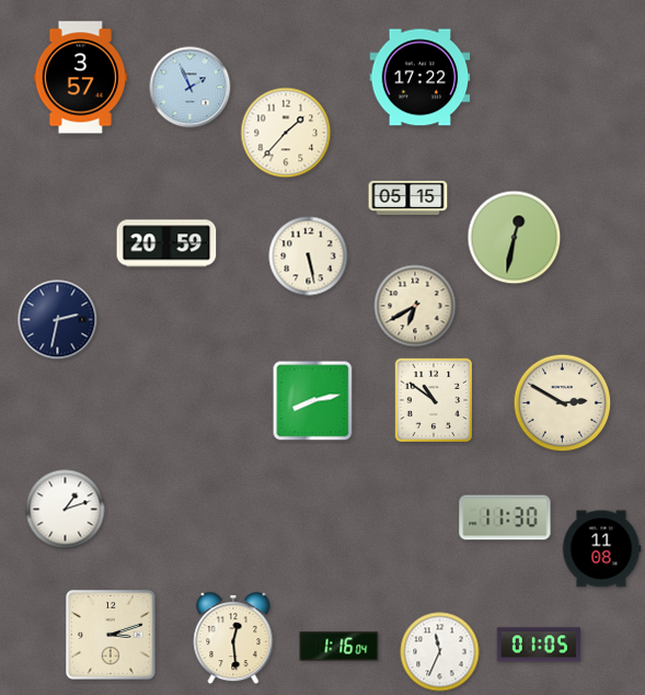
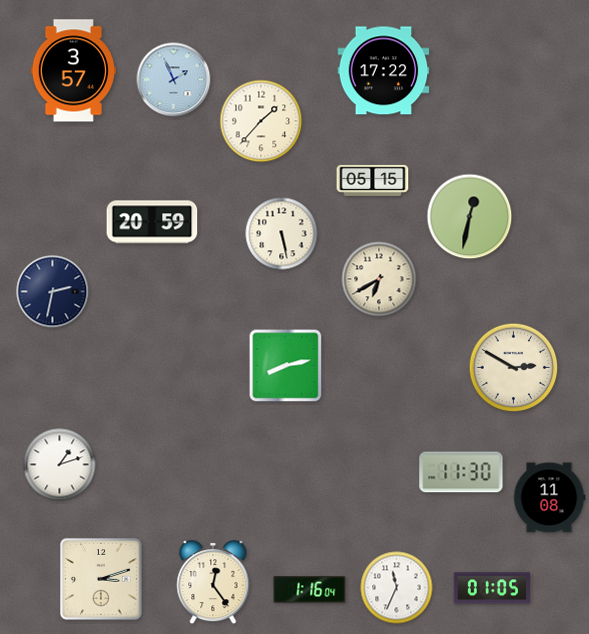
clock at (433, 400): 10:51 -> none
clock at (601, 549) position: (601, 549) -> (549, 498)
clock at (233, 639): 12:29 -> 12:24
clock at (440, 652) position: (440, 652) -> (397, 588)
